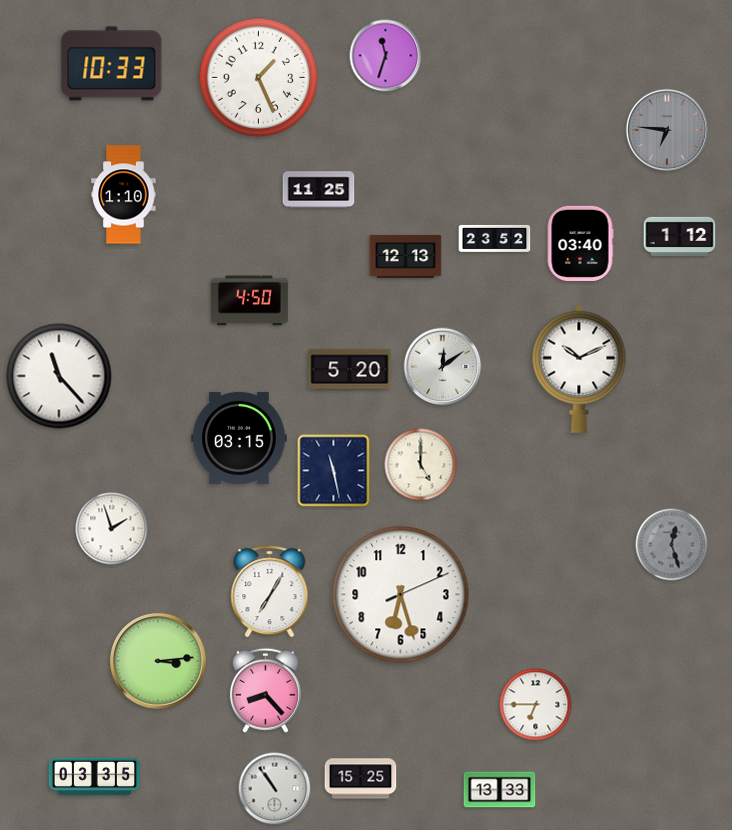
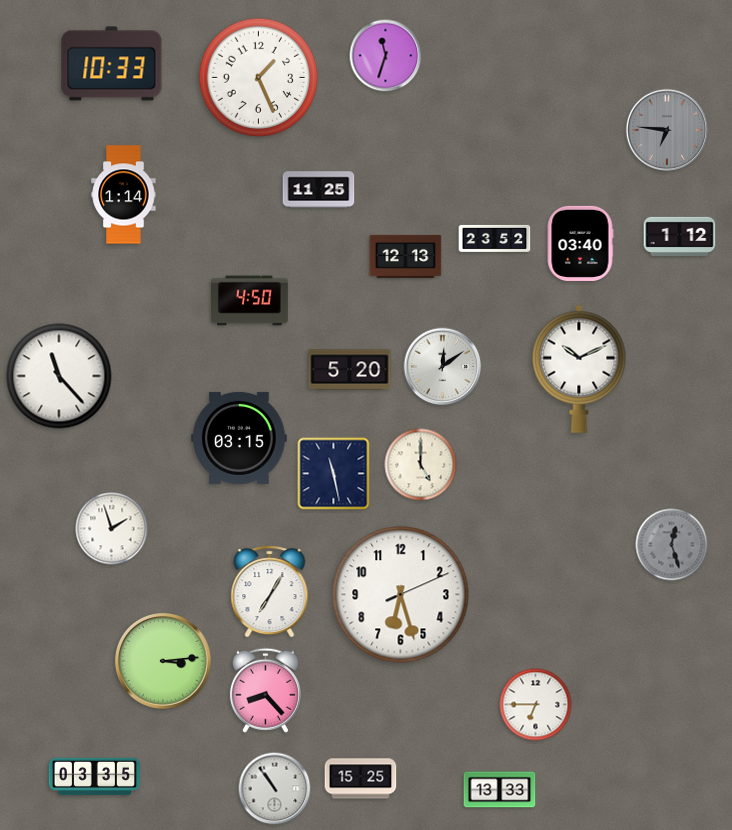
clock at (124, 195): 1:10 -> 1:14
clock at (334, 471) position: (334, 471) -> (334, 474)
clock at (159, 662) position: (159, 662) -> (164, 662)
